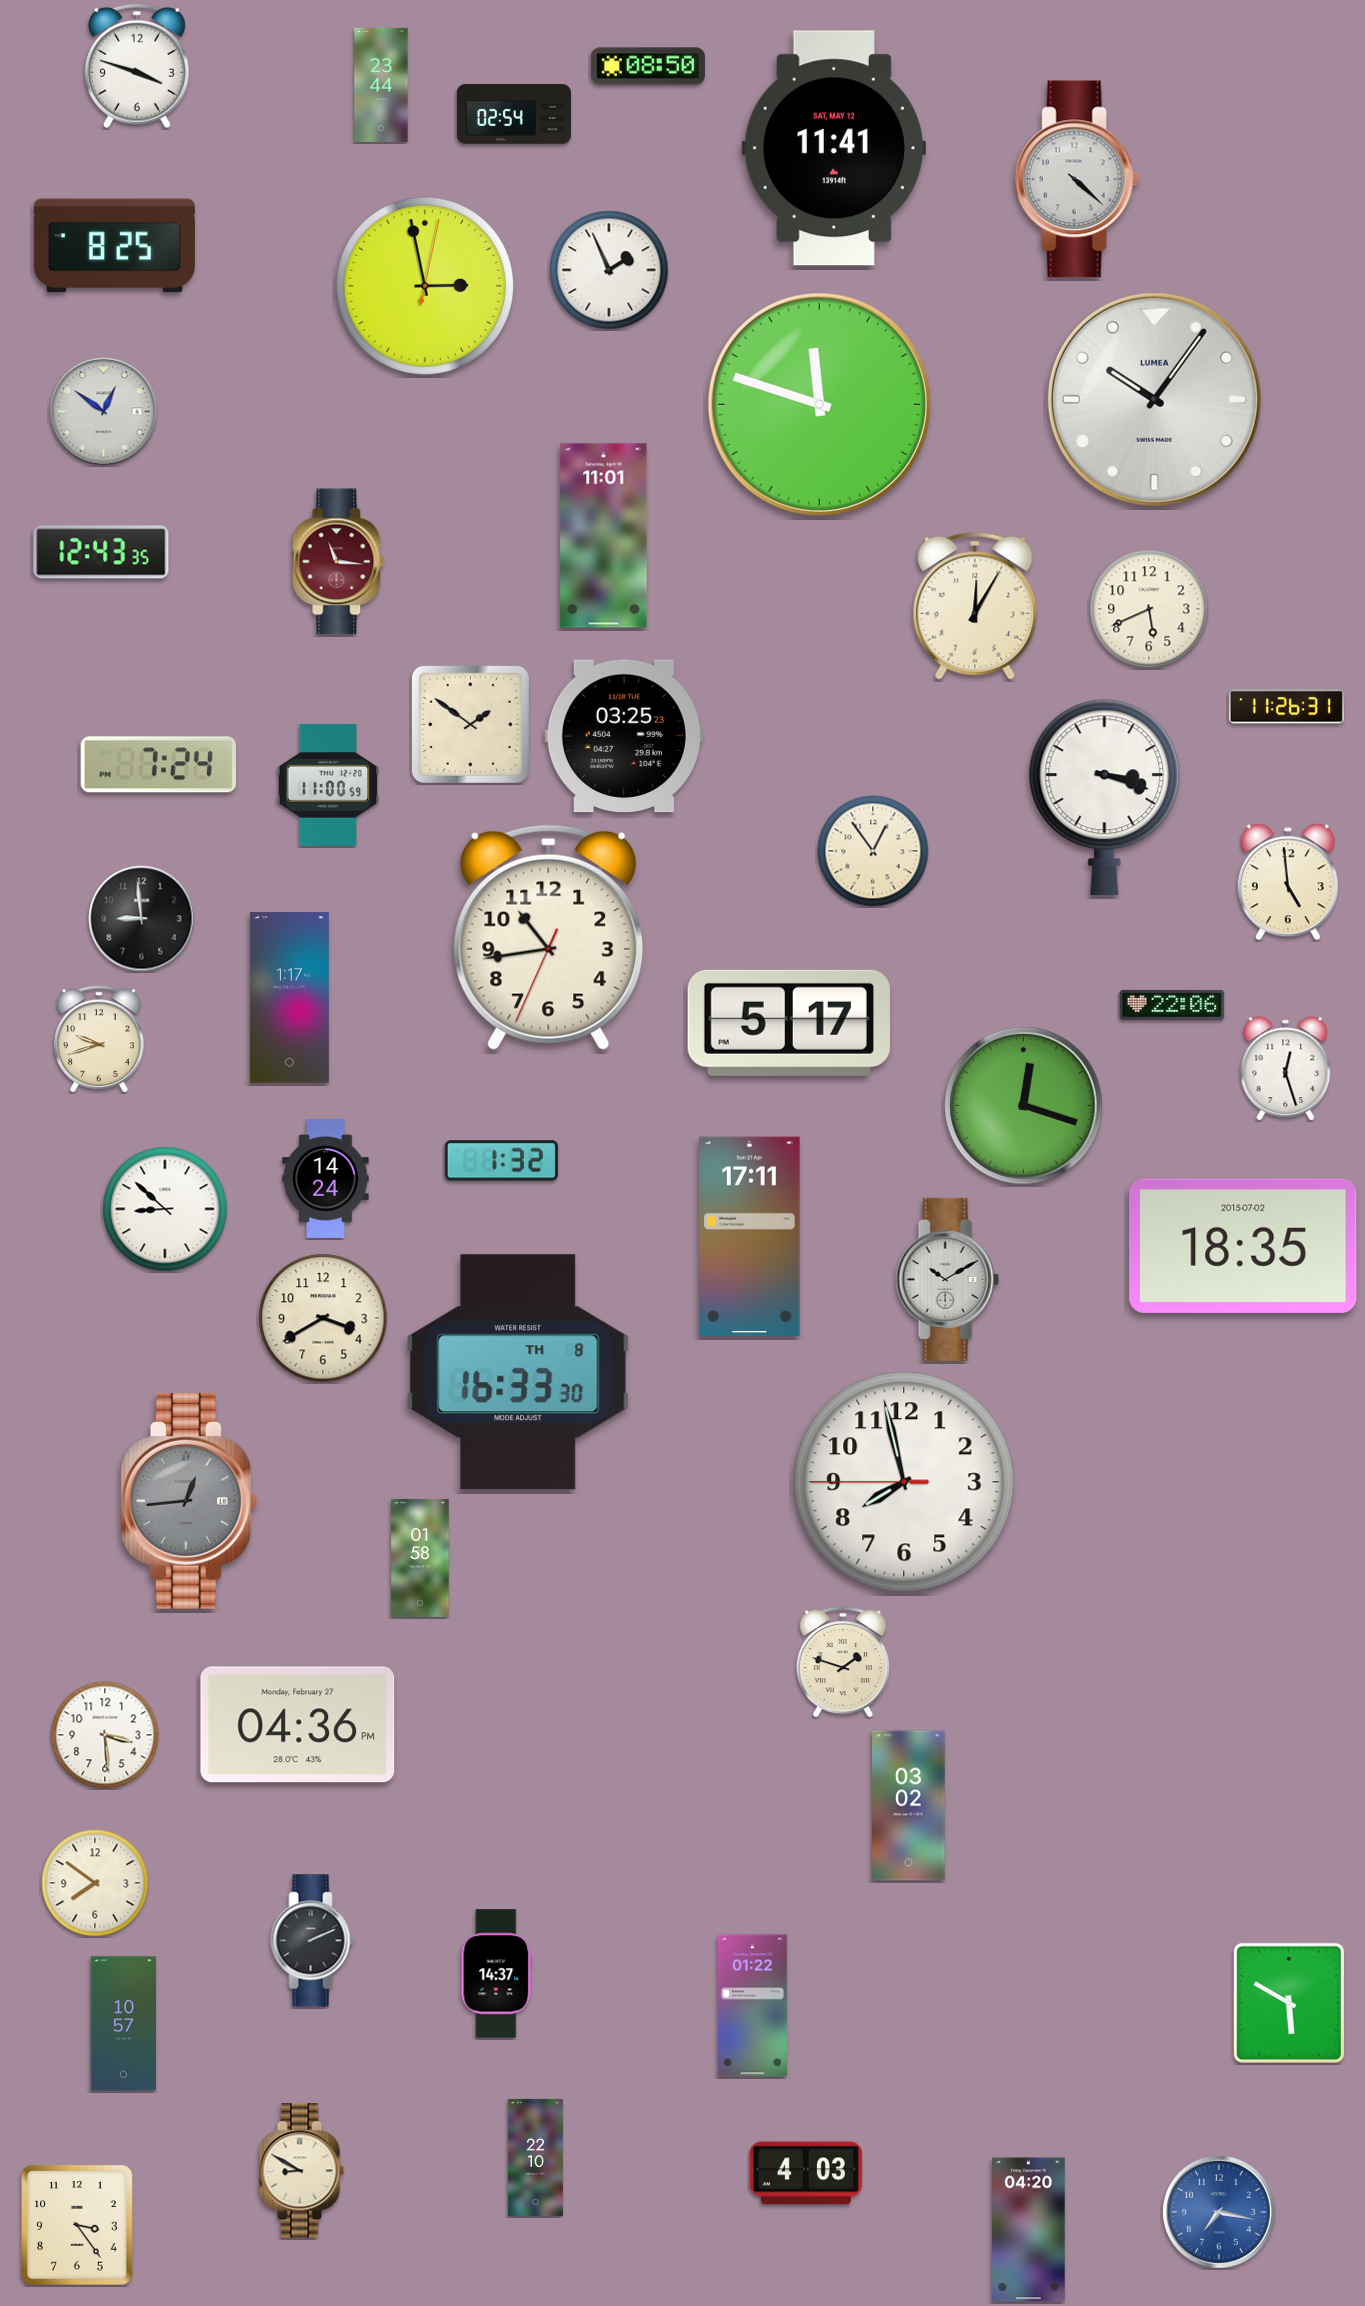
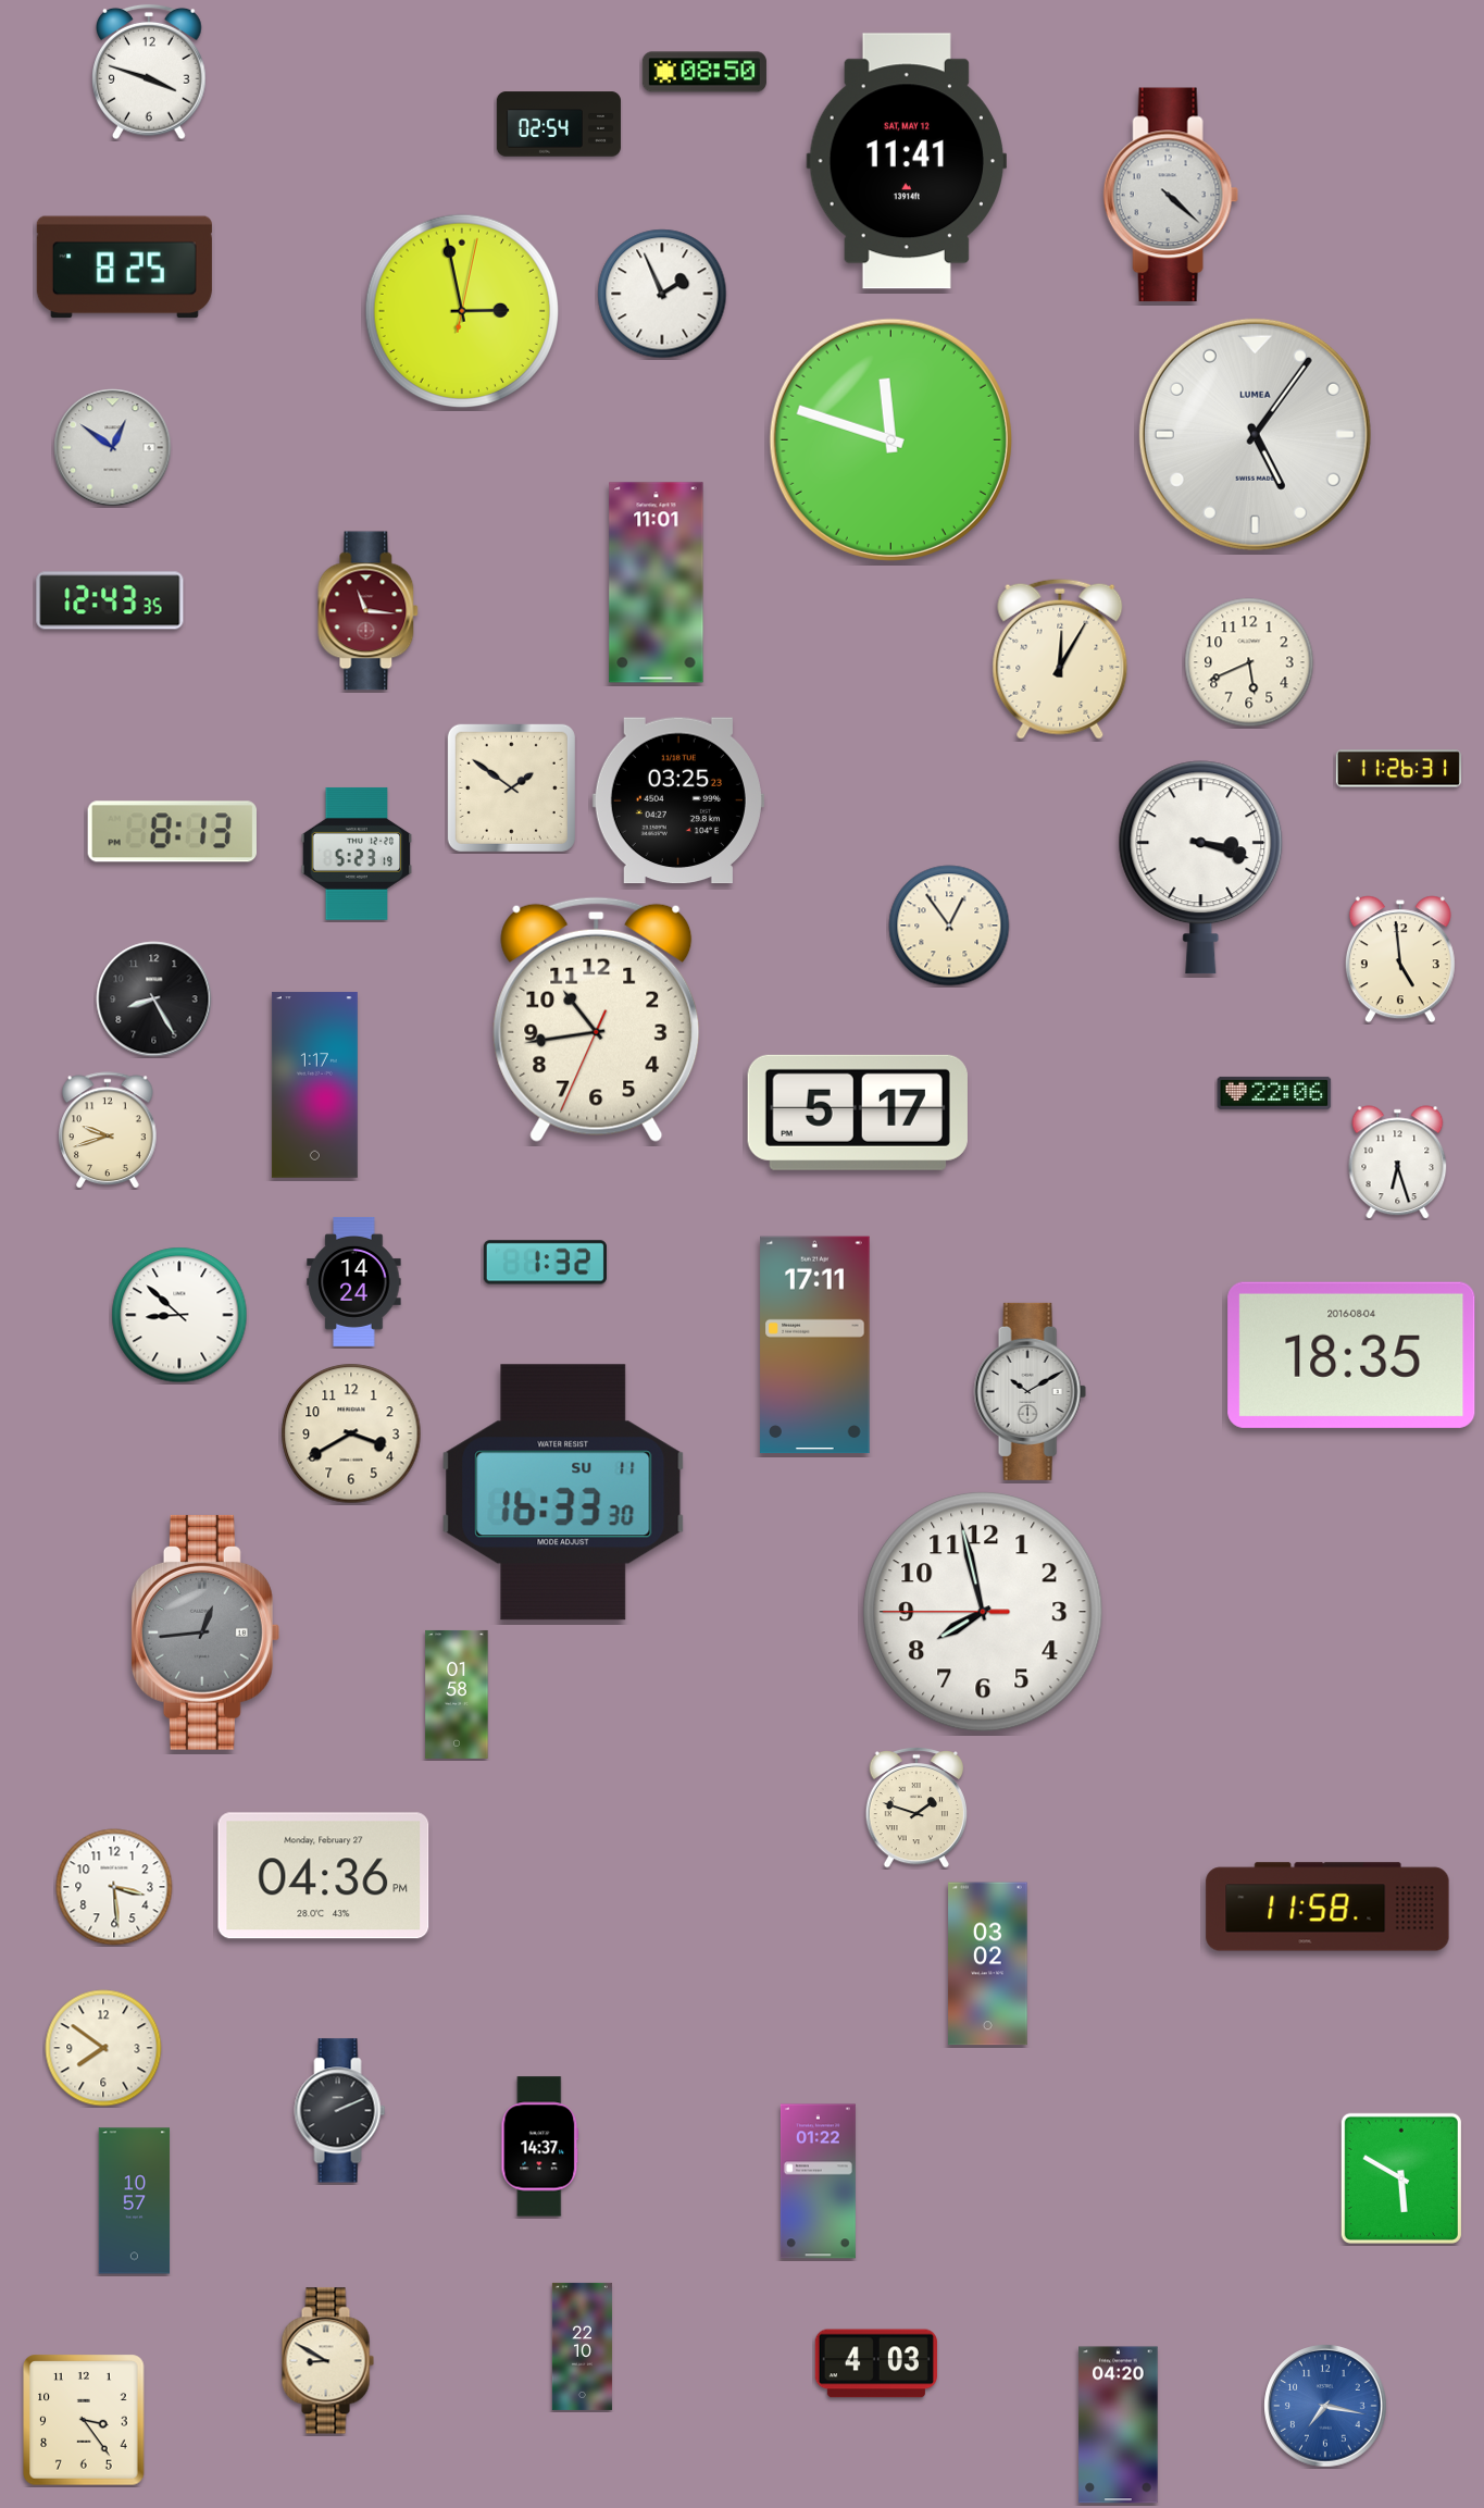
clock at (381, 85): 23:44 -> none
clock at (1154, 399): 10:06 -> 5:06
clock at (158, 765): 7:24 -> 8:13
clock at (328, 785): 11:00 -> 5:23
clock at (142, 919): 8:59 -> 8:25
clock at (1286, 1069): 12:27 -> 6:27
clock at (1024, 1106): 12:18 -> none
clock at (1243, 1246) date: 2015-07-02 -> 2016-08-04
clock at (518, 1372) date: TH 8 -> SU 11
clock at (1327, 1907): none -> 11:58
